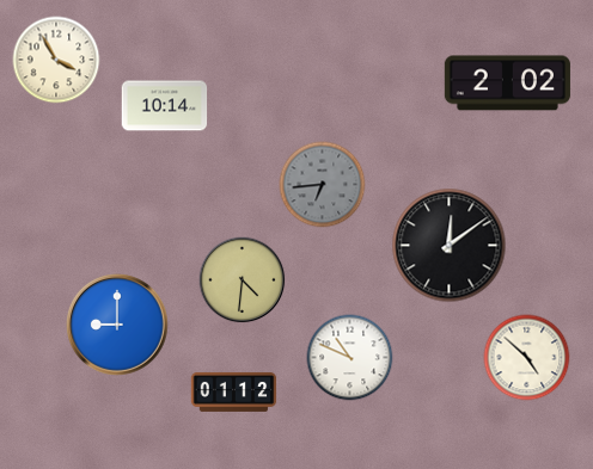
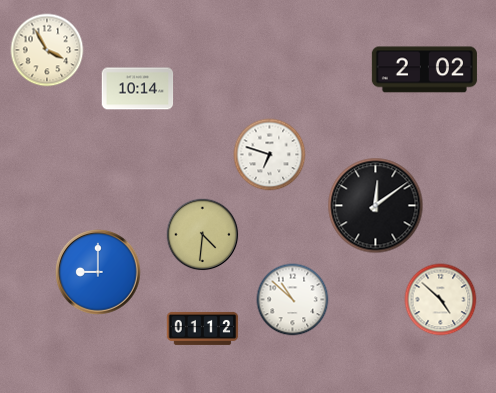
clock at (323, 185): 6:44 -> 6:48
clock at (323, 185) dial: grey -> white
clock at (350, 358): 10:49 -> 10:52
clock at (234, 391) position: (234, 391) -> (203, 328)
